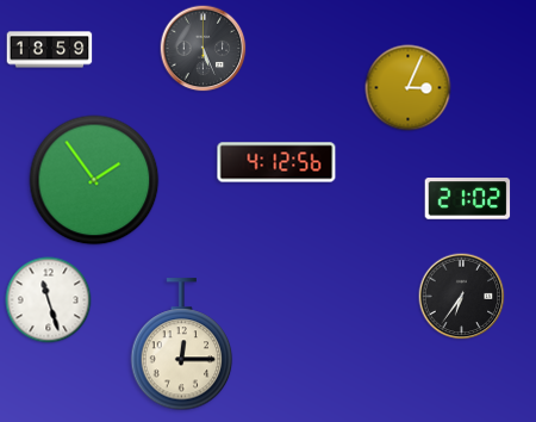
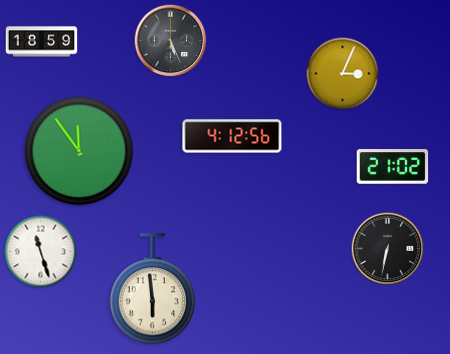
clock at (94, 180): 1:54 -> 11:54
clock at (462, 297): 6:36 -> 6:32
clock at (182, 345): 12:15 -> 5:59
